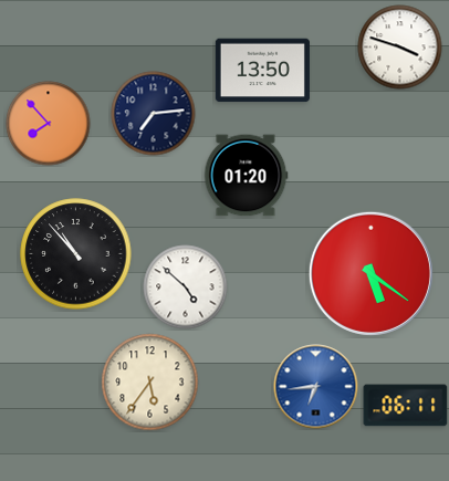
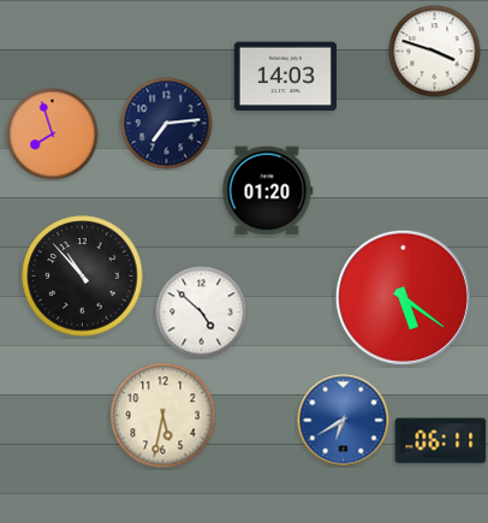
clock at (262, 71): 13:50 -> 14:03
clock at (49, 124): 7:53 -> 7:57
clock at (150, 383): 5:36 -> 5:32
clock at (316, 387): 6:44 -> 6:40
